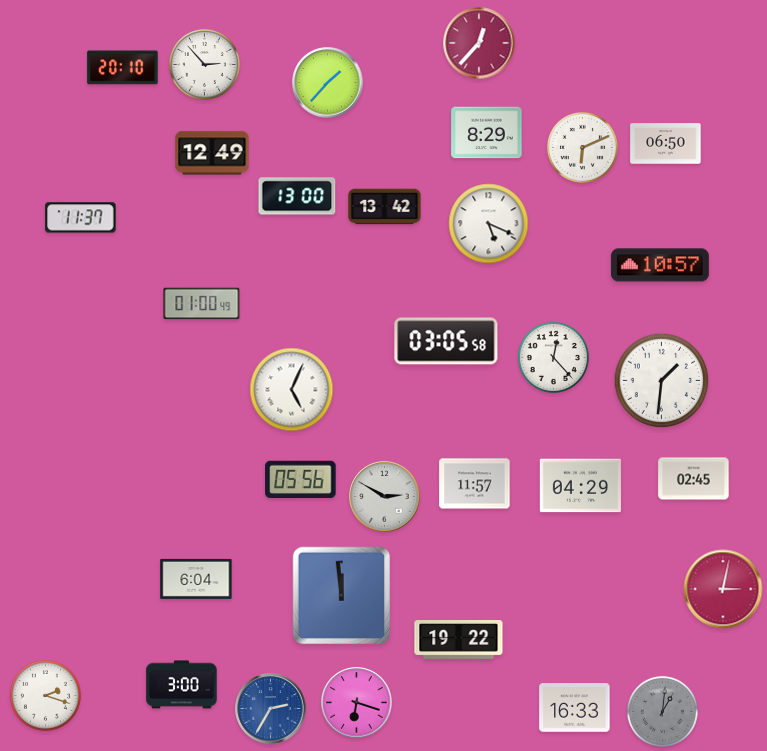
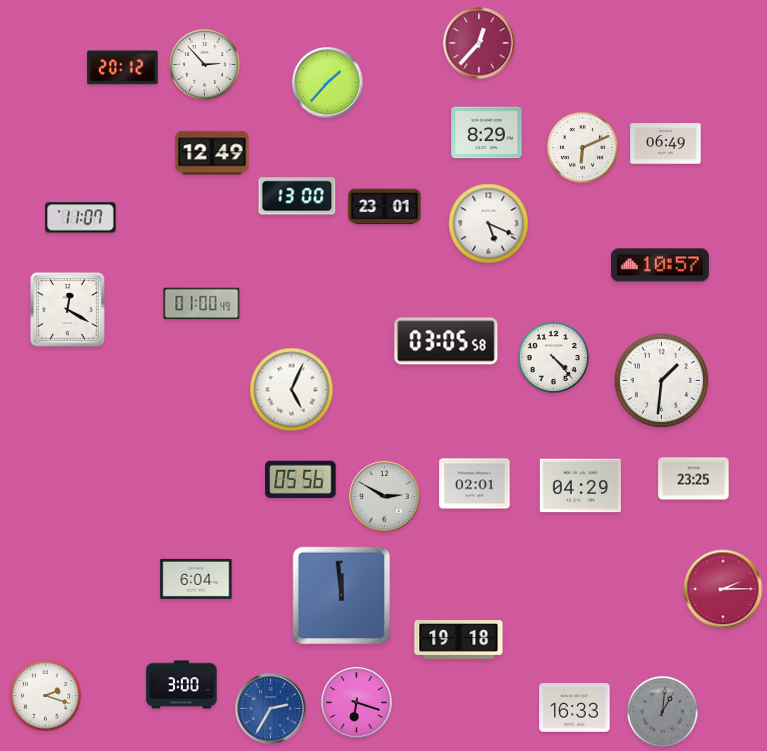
clock at (123, 68): 20:10 -> 20:12
clock at (666, 144): 06:50 -> 06:49
clock at (385, 207): 13:42 -> 23:01
clock at (81, 218): 11:37 -> 11:07
clock at (68, 310): none -> 12:20
clock at (553, 357): 12:23 -> 4:23
clock at (694, 479): 02:45 -> 23:25
clock at (475, 484): 11:57 -> 02:01
clock at (723, 589): 3:02 -> 2:15
clock at (459, 640): 19:22 -> 19:18
